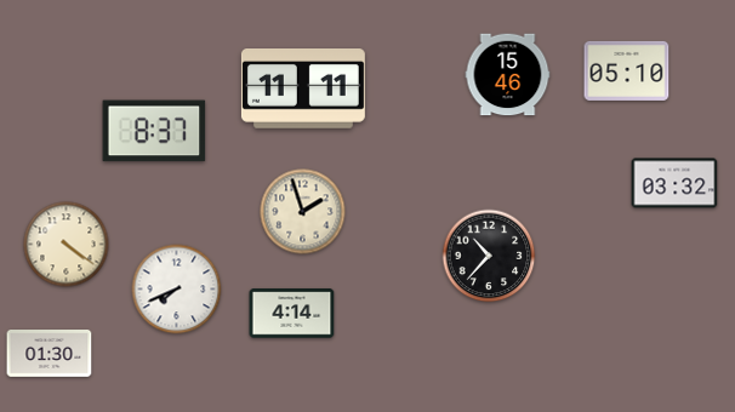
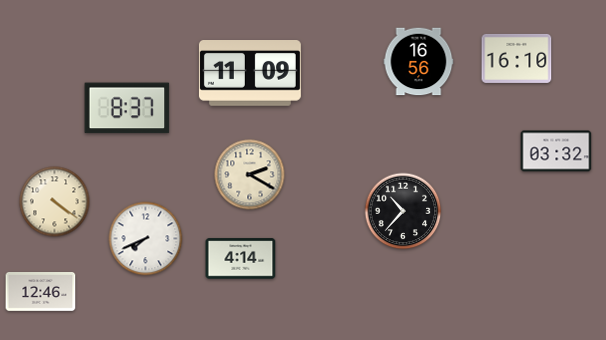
clock at (627, 70): 05:10 -> 16:10
clock at (508, 75): 15:46 -> 16:56
clock at (303, 90): 11:11 -> 11:09
clock at (303, 212): 1:57 -> 2:20
clock at (50, 354): 01:30 -> 12:46
